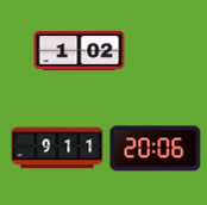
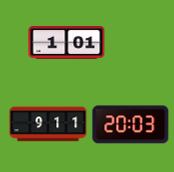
clock at (80, 51): 1:02 -> 1:01
clock at (156, 149): 20:06 -> 20:03
